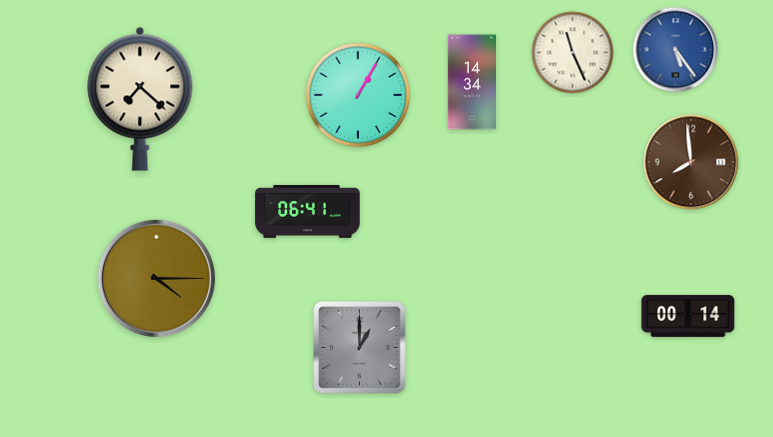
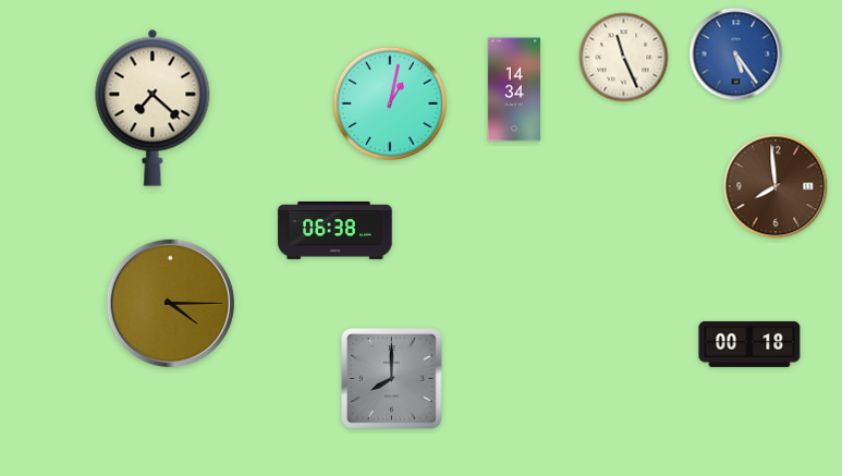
clock at (358, 95): 1:05 -> 1:02
clock at (691, 162) position: (691, 162) -> (776, 186)
clock at (308, 211): 06:41 -> 06:38
clock at (688, 316): 00:14 -> 00:18
clock at (360, 348): 1:00 -> 8:00
